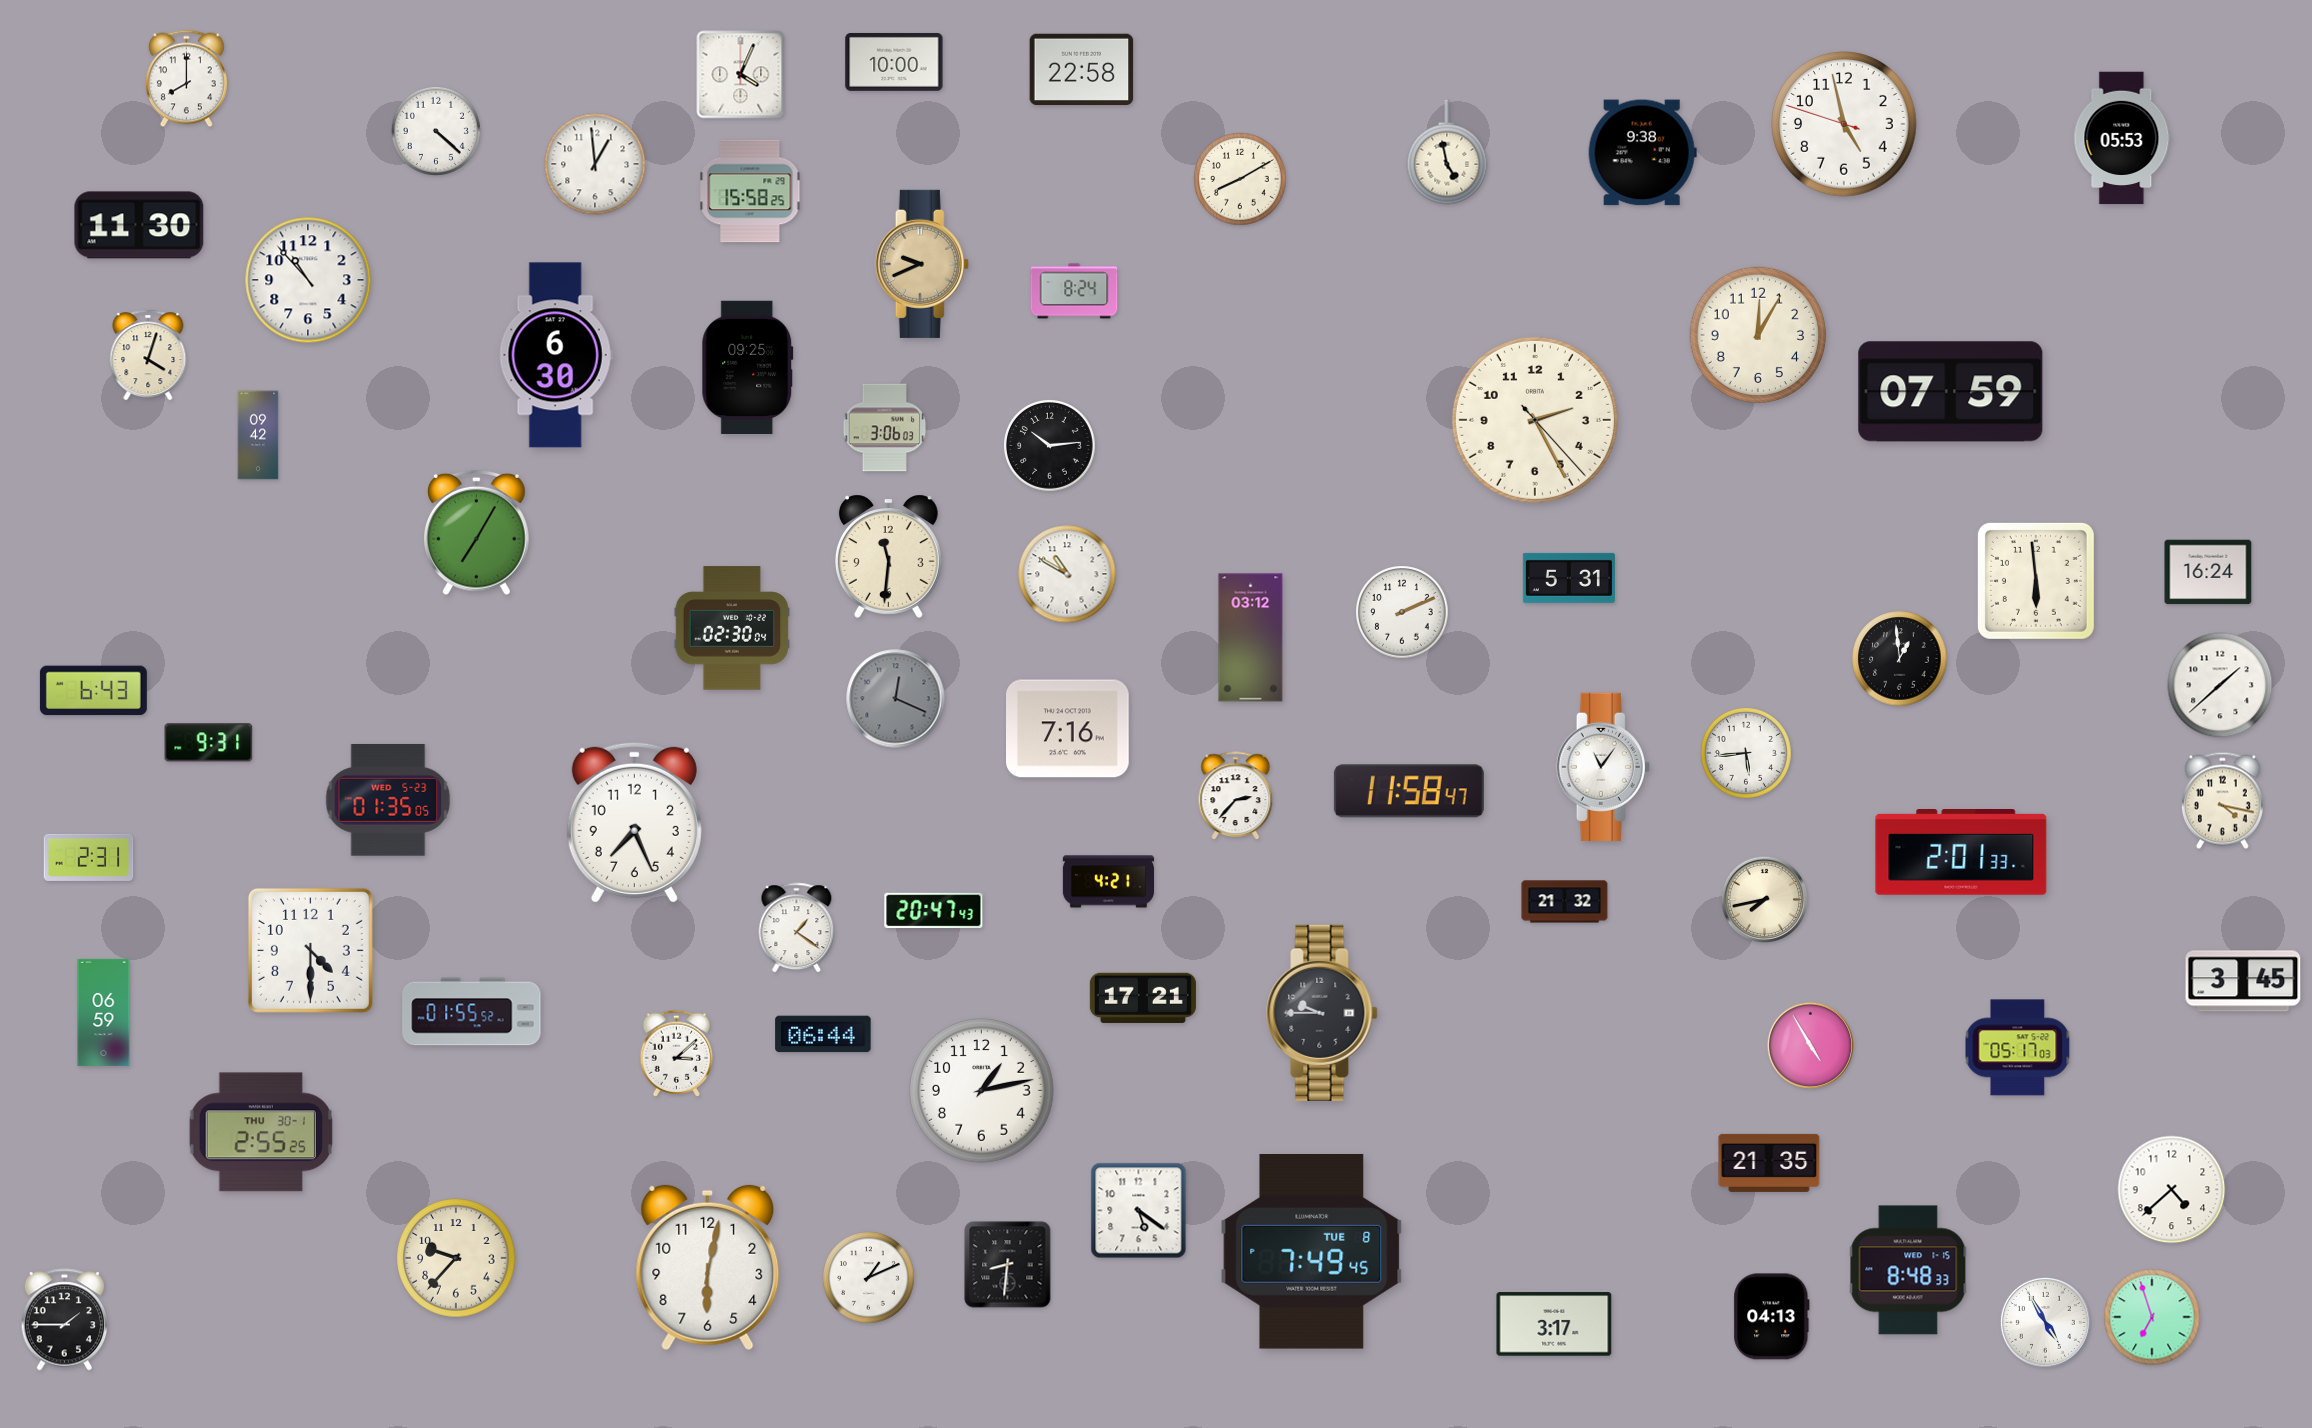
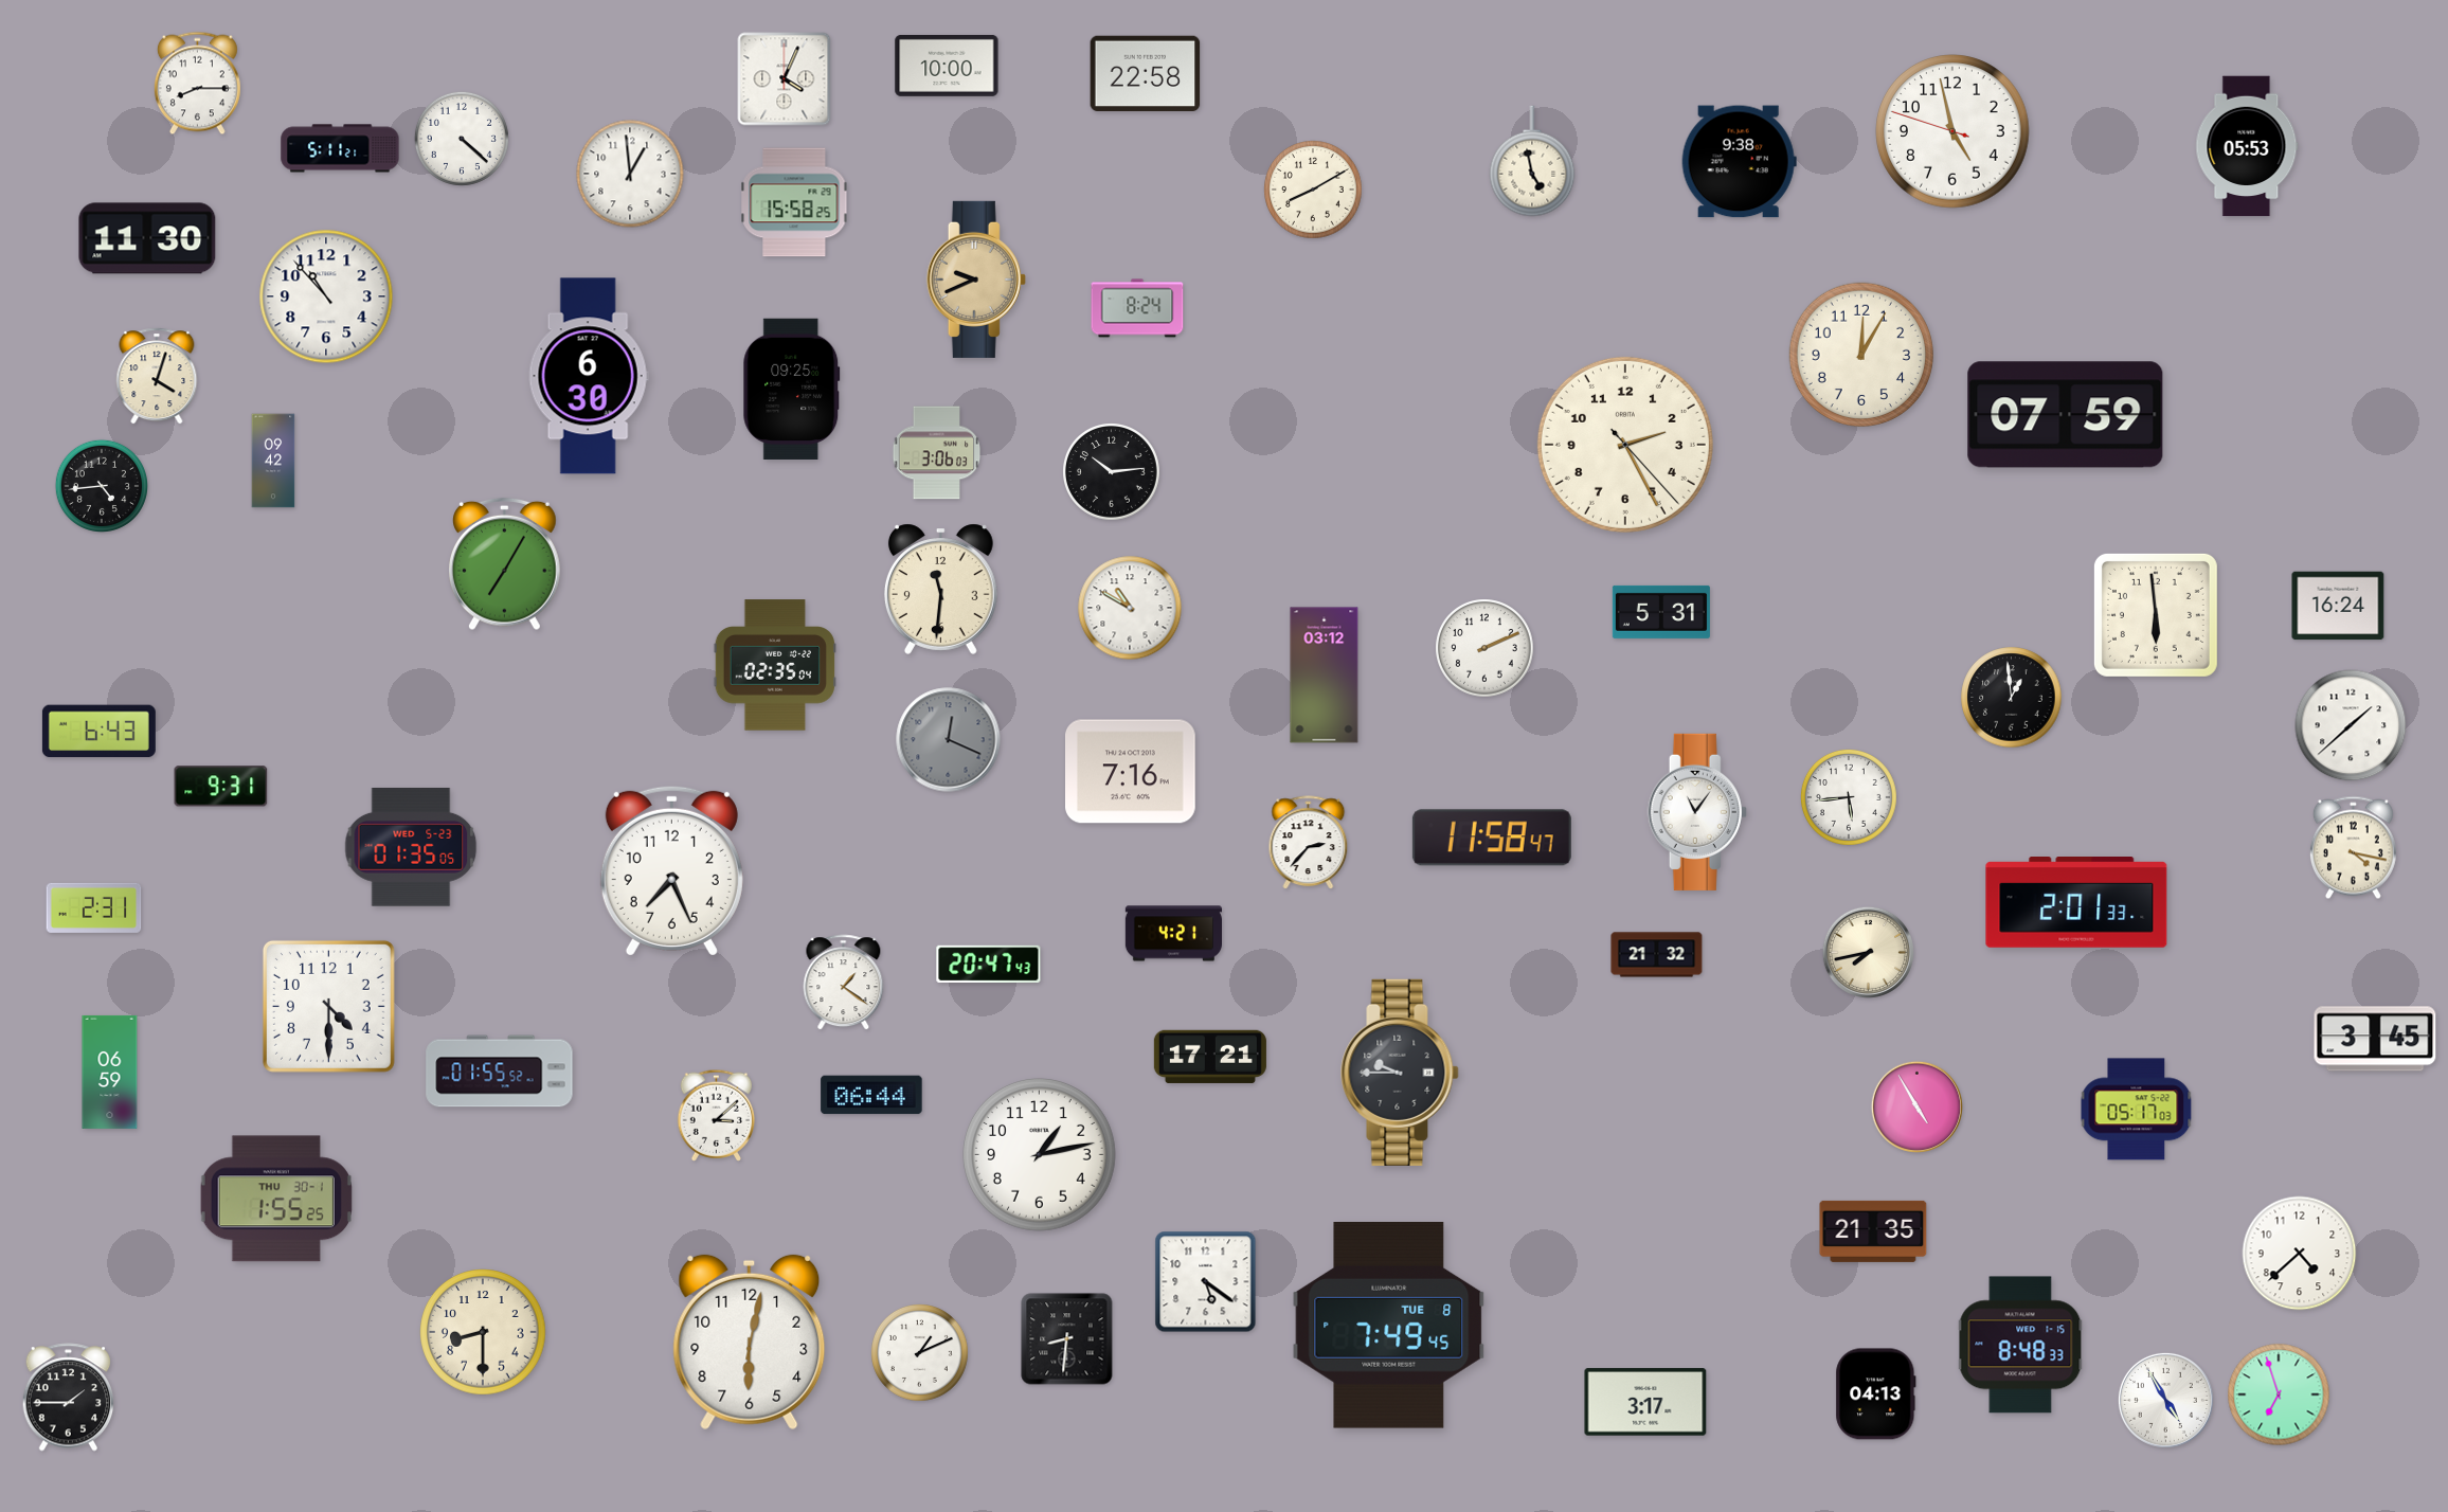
clock at (186, 79): 8:00 -> 8:15
clock at (340, 148): none -> 5:11
clock at (101, 485): none -> 4:44
clock at (731, 628): 02:30 -> 02:35
clock at (261, 1132): 2:55 -> 1:55
clock at (2172, 1190) position: (2172, 1190) -> (2300, 1254)
clock at (456, 1258): 9:37 -> 8:30
